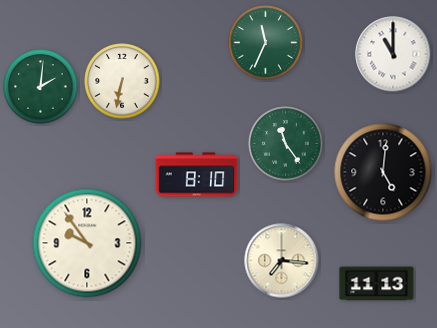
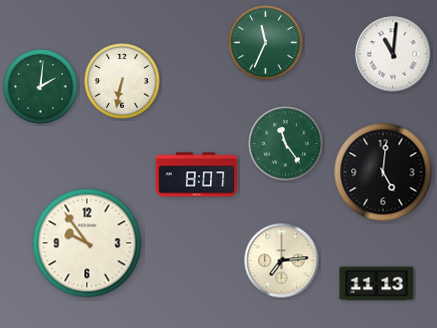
clock at (393, 54): 11:00 -> 11:01
clock at (197, 175): 8:10 -> 8:07
clock at (282, 261): 7:16 -> 7:14
